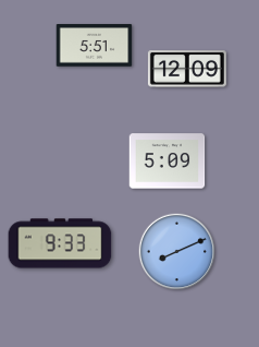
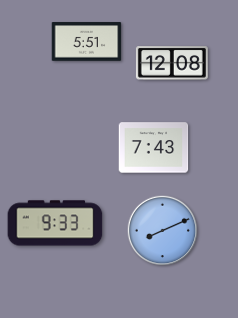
clock at (187, 69): 12:09 -> 12:08
clock at (168, 161): 5:09 -> 7:43
